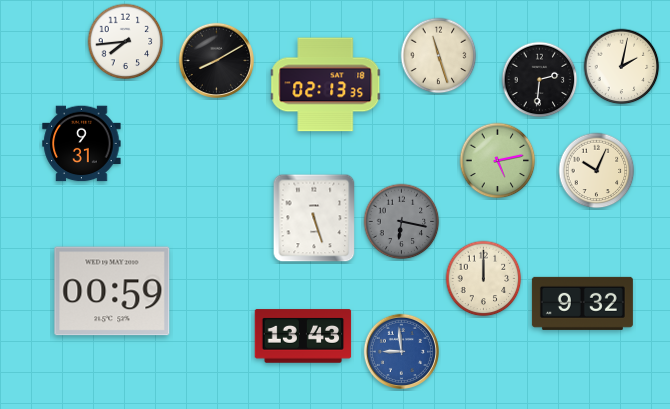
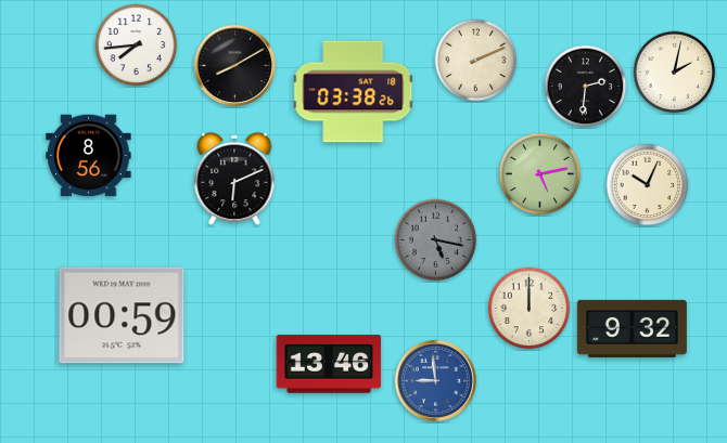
clock at (439, 56): 11:27 -> 2:11
clock at (326, 85): 02:13 -> 03:38
clock at (82, 144): 9:31 -> 8:56
clock at (234, 179): none -> 6:11
clock at (314, 218): 5:27 -> none
clock at (402, 222): 6:17 -> 5:17
clock at (484, 279) position: (484, 279) -> (530, 309)
clock at (303, 336): 13:43 -> 13:46
